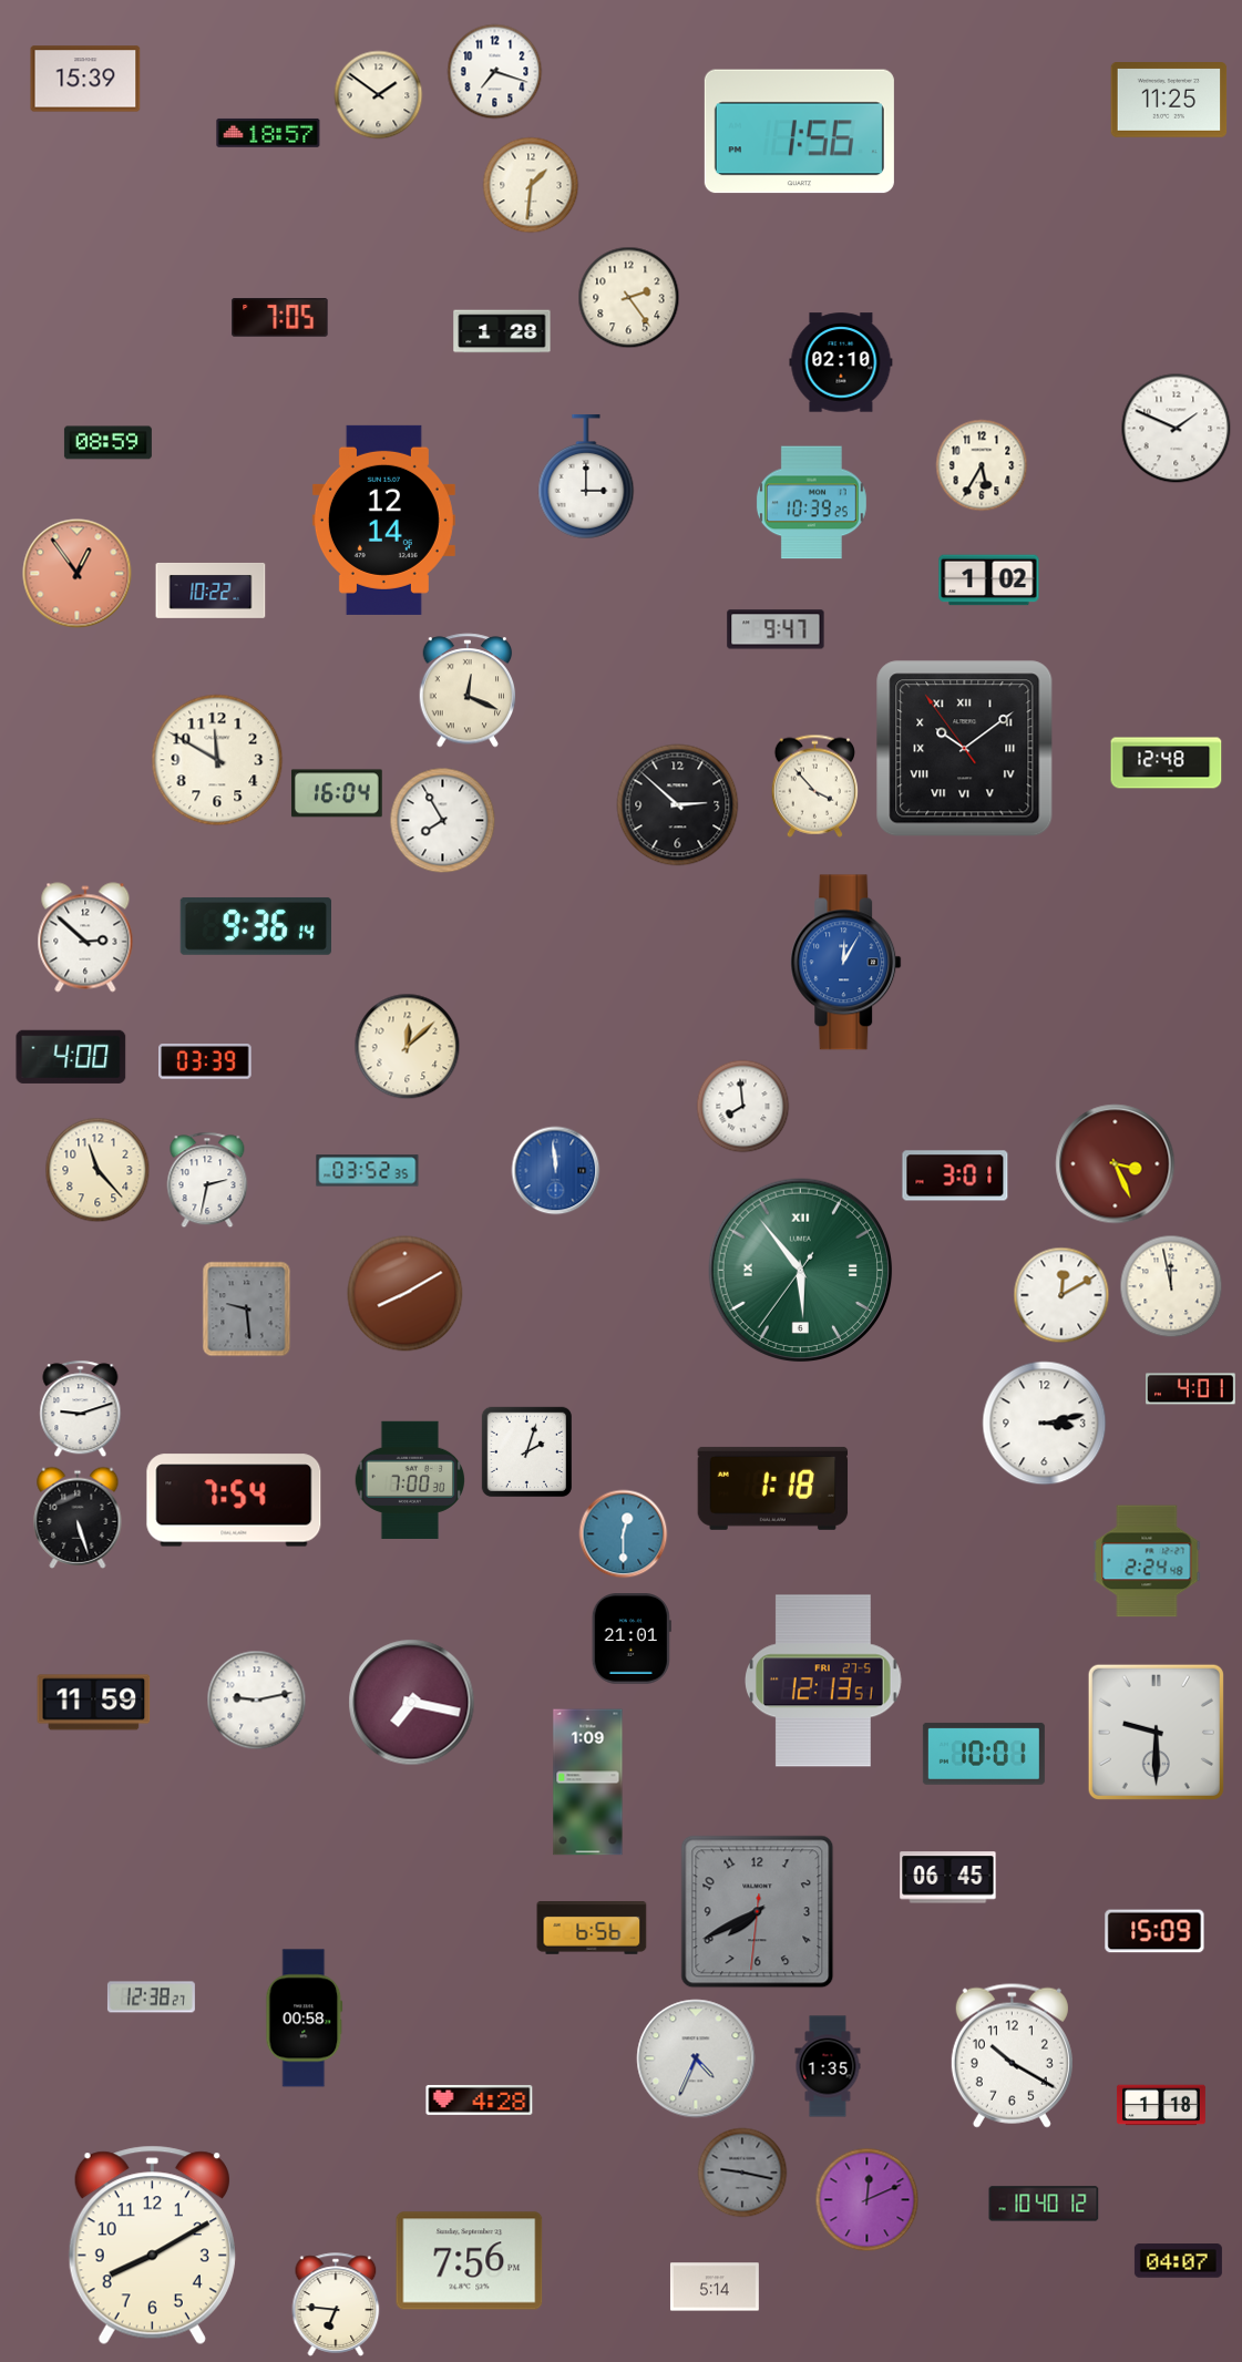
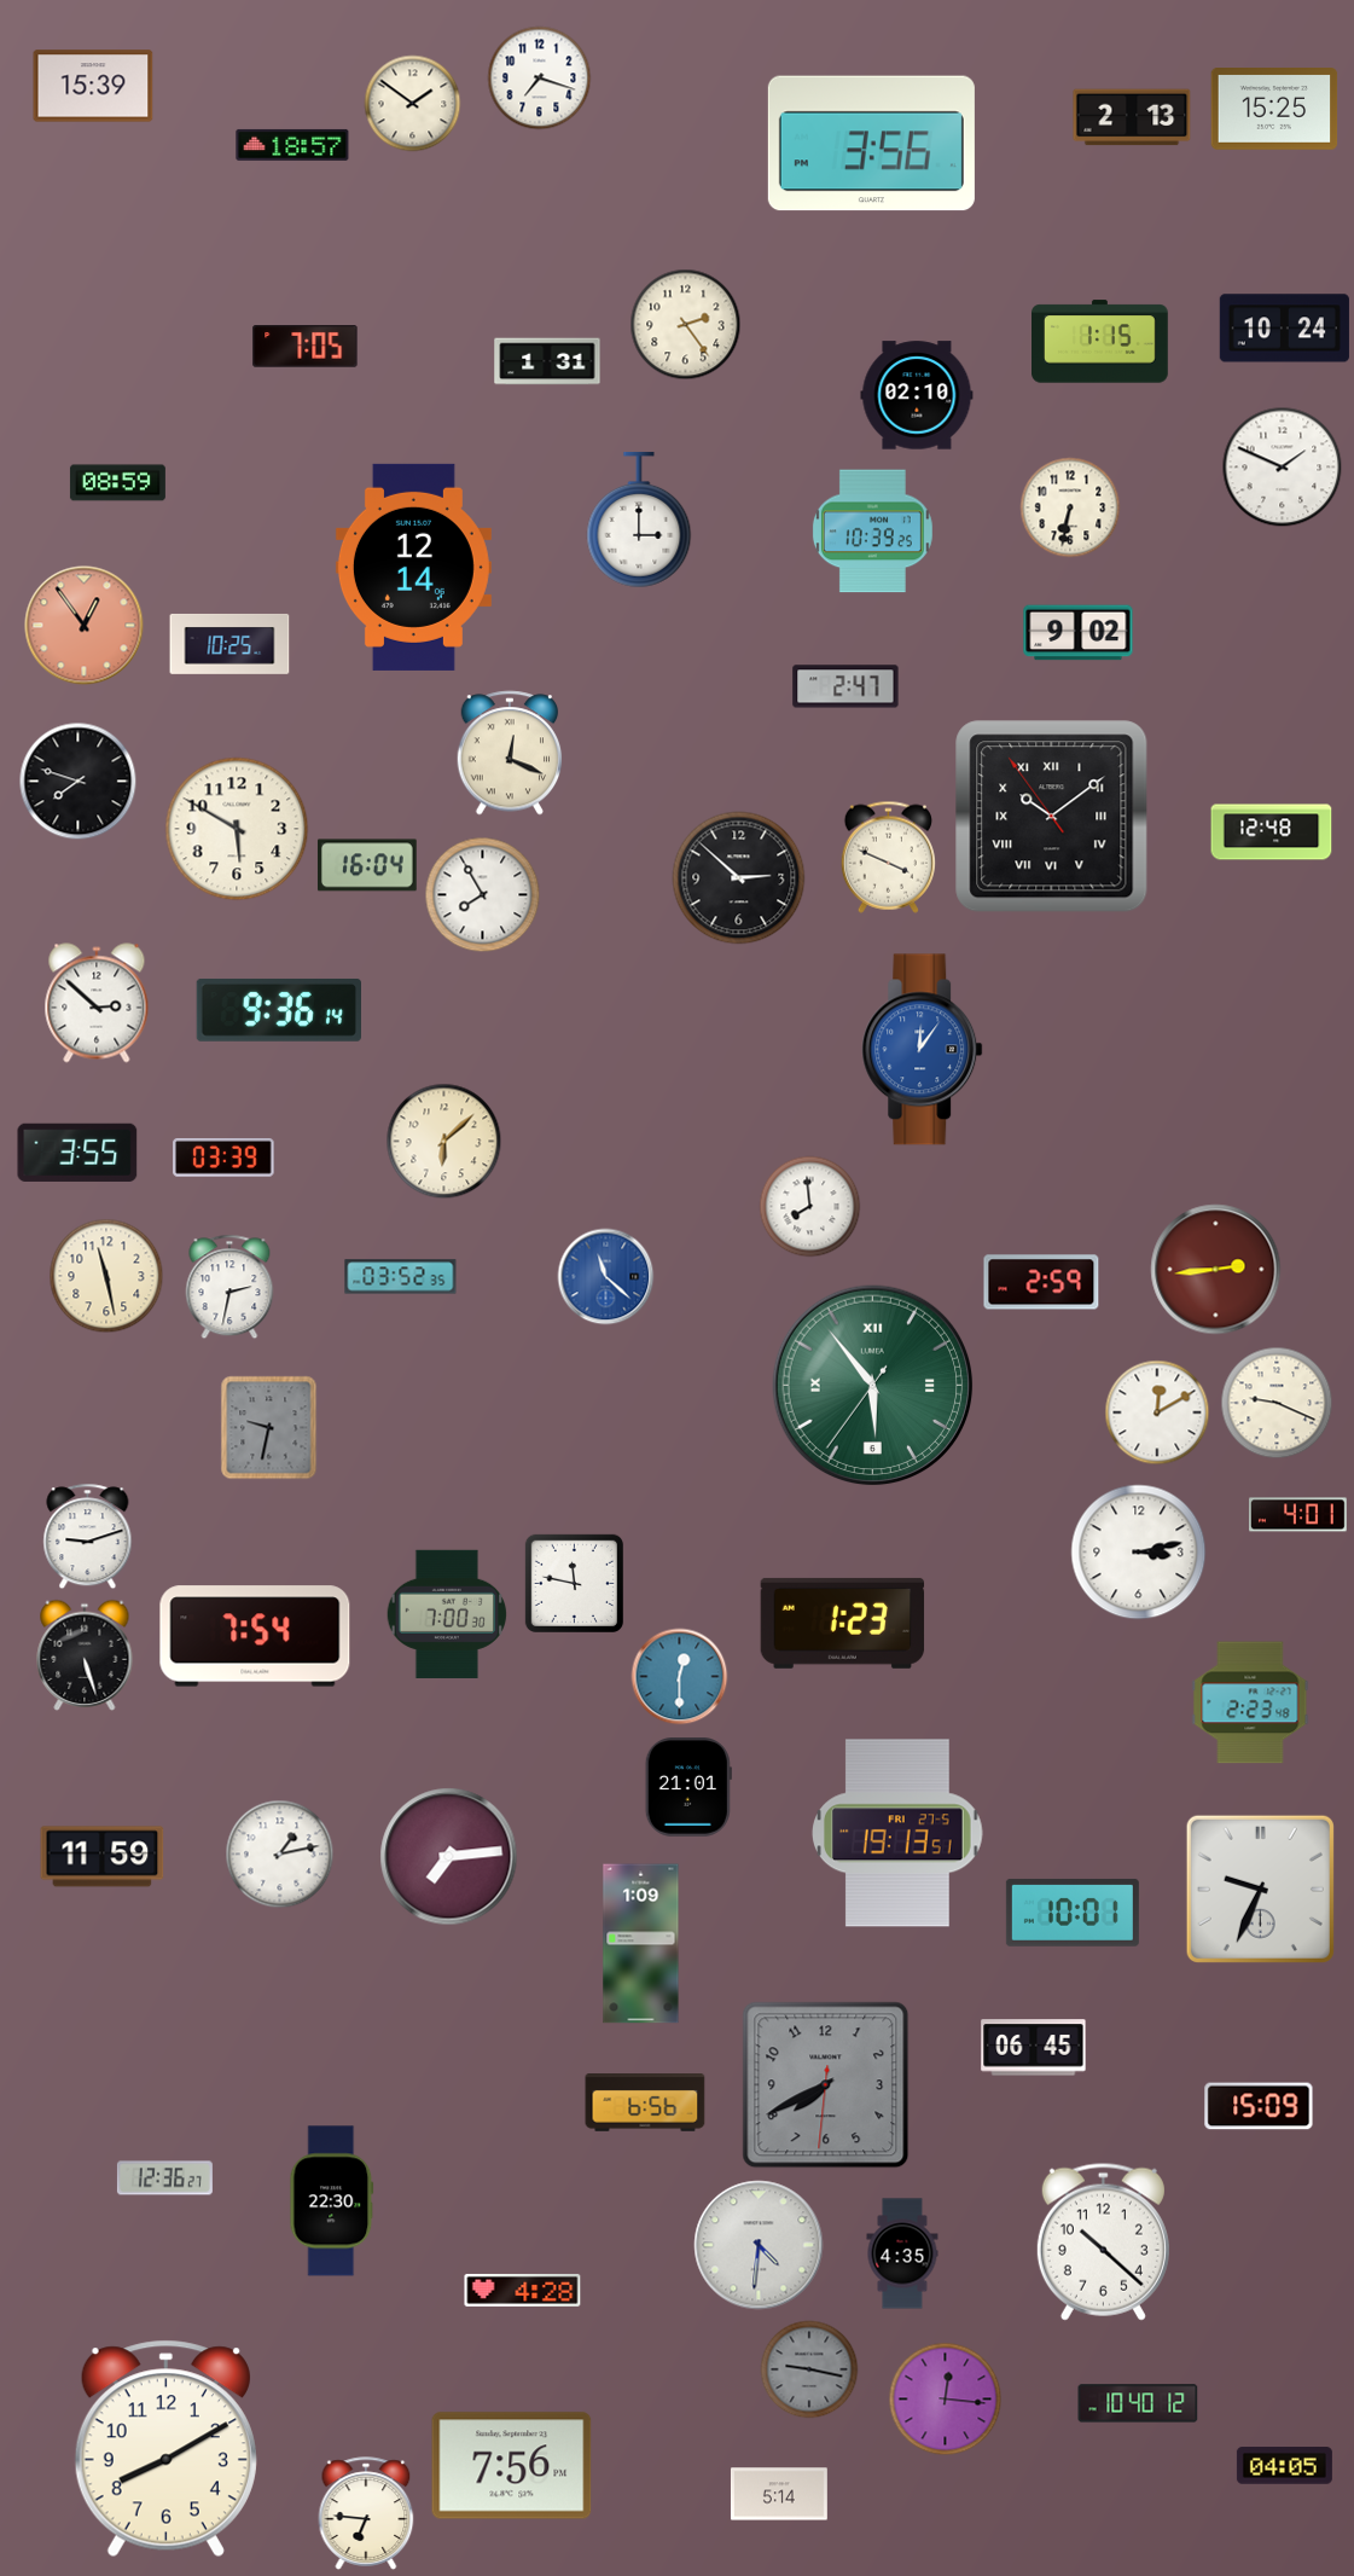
clock at (1169, 100): 11:25 -> 15:25
clock at (1132, 117): none -> 2:13
clock at (799, 132): 1:56 -> 3:56
clock at (531, 185): 1:31 -> none
clock at (1284, 329): none -> 10:24
clock at (1100, 342): none -> 1:15
clock at (502, 331): 1:28 -> 1:31
clock at (982, 465): 5:35 -> 6:32
clock at (811, 503) position: (811, 503) -> (872, 532)
clock at (383, 520) position: (383, 520) -> (413, 567)
clock at (989, 581): 1:02 -> 9:02
clock at (211, 590): 10:22 -> 10:25
clock at (776, 629): 9:47 -> 2:47
clock at (79, 782): none -> 7:48
clock at (217, 760): 11:50 -> 5:50
clock at (814, 785): 3:53 -> 3:49
clock at (85, 937) position: (85, 937) -> (97, 1003)
clock at (846, 963): 12:05 -> 12:06
clock at (408, 1047): 12:08 -> 6:08
clock at (71, 1057): 4:00 -> 3:55
clock at (1116, 1164): 3:26 -> 2:44
clock at (97, 1170): 11:23 -> 11:28
clock at (556, 1171): 11:59 -> 11:22
clock at (955, 1175): 3:01 -> 2:59
clock at (207, 1180) position: (207, 1180) -> (229, 1287)
clock at (1171, 1286): 11:58 -> 9:19
clock at (406, 1294): 8:10 -> none
clock at (247, 1310): 9:29 -> 9:32
clock at (526, 1451): 2:03 -> 11:47
clock at (773, 1488): 1:18 -> 1:23
clock at (624, 1534) position: (624, 1534) -> (680, 1677)
clock at (1147, 1561): 2:24 -> 2:23
clock at (824, 1681): 12:13 -> 19:13
clock at (257, 1701): 9:13 -> 1:13
clock at (412, 1703): 7:17 -> 7:14
clock at (1156, 1732): 9:30 -> 9:34
clock at (151, 1998): 12:38 -> 12:36
clock at (305, 2019): 00:58 -> 22:30
clock at (1012, 2055): 10:20 -> 10:22
clock at (696, 2058): 4:34 -> 4:31
clock at (828, 2066): 1:35 -> 4:35
clock at (1161, 2105): 1:18 -> none
clock at (868, 2200): 12:11 -> 12:16
clock at (1178, 2261): 04:07 -> 04:05
